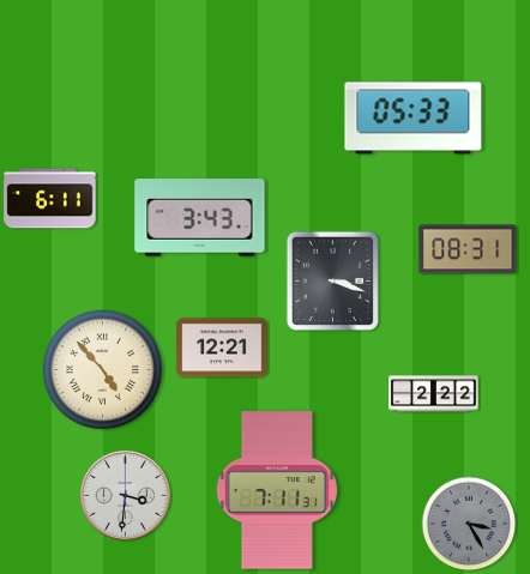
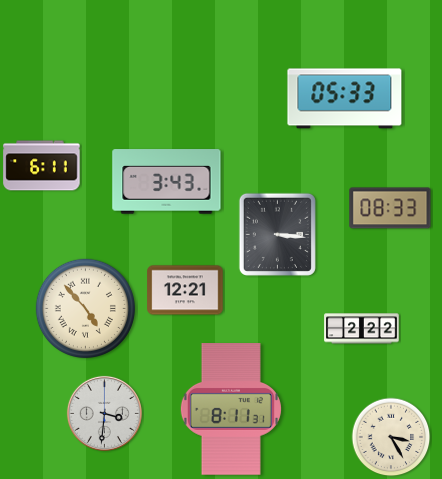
clock at (468, 249): 08:31 -> 08:33
clock at (332, 280): 3:18 -> 3:16
clock at (277, 490): 7:11 -> 8:11
clock at (469, 524) dial: grey -> cream
